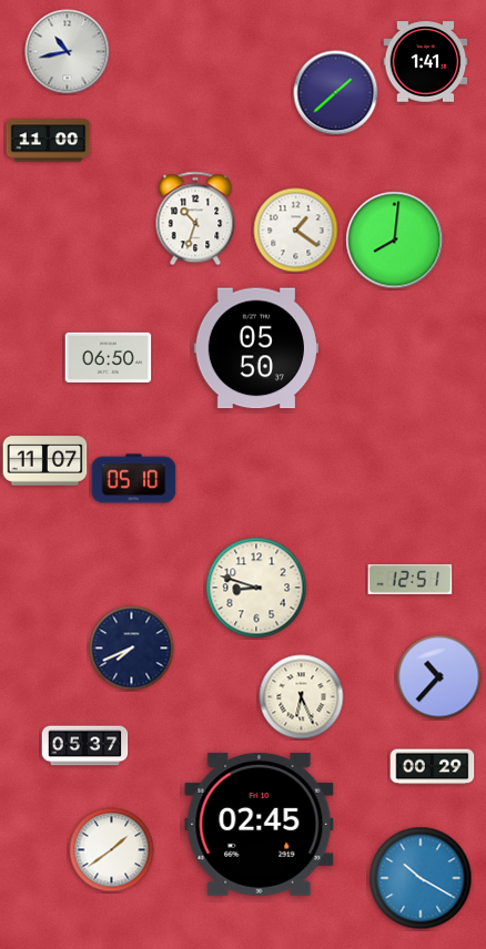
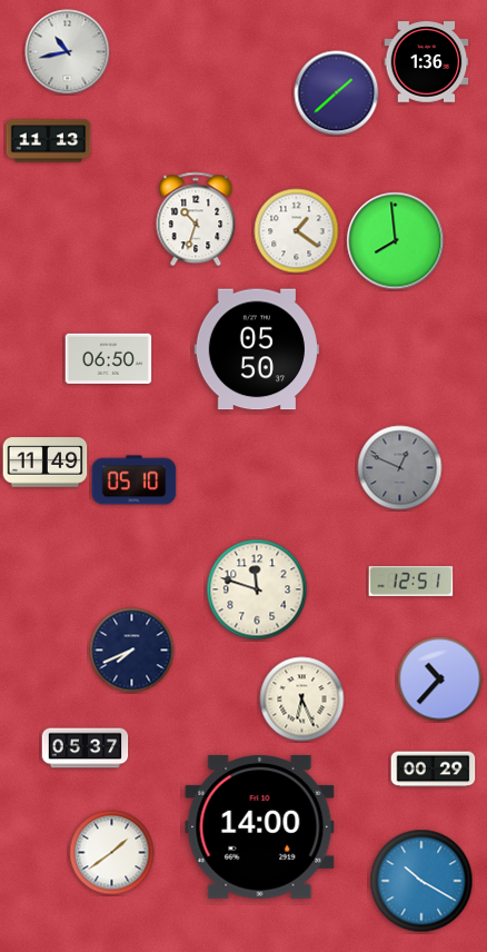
clock at (426, 62): 1:41 -> 1:36
clock at (49, 141): 11:00 -> 11:13
clock at (395, 241): 8:01 -> 7:59
clock at (45, 461): 11:07 -> 11:49
clock at (400, 468): none -> 12:49
clock at (256, 588): 8:48 -> 11:48
clock at (260, 824): 02:45 -> 14:00
